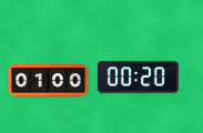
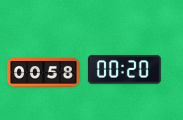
clock at (49, 81): 01:00 -> 00:58
